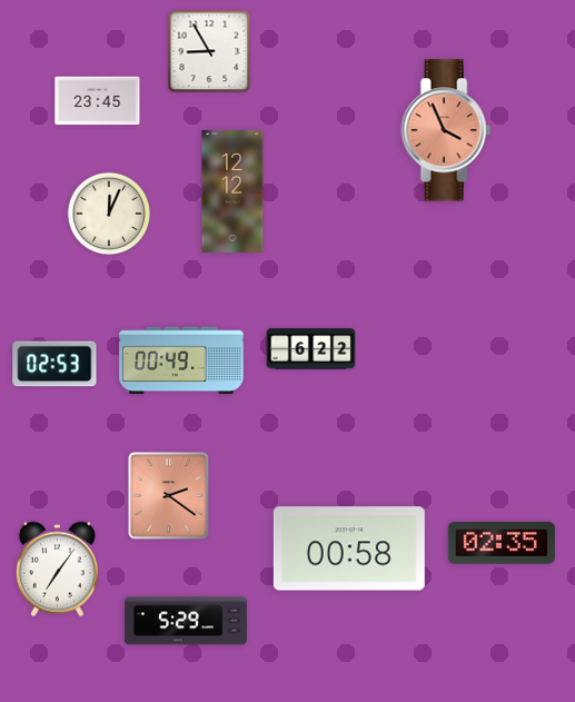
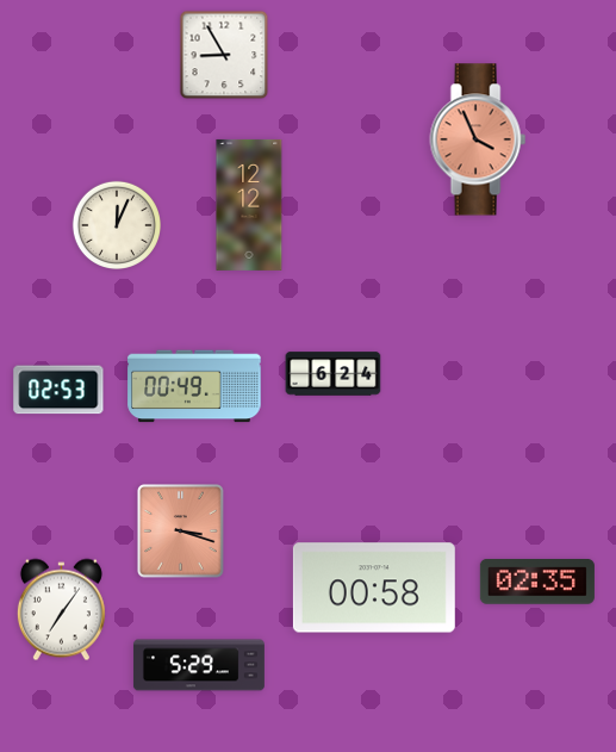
clock at (98, 101): 23:45 -> none
clock at (108, 212) position: (108, 212) -> (116, 224)
clock at (311, 349): 6:22 -> 6:24
clock at (169, 496): 2:21 -> 3:18
